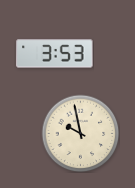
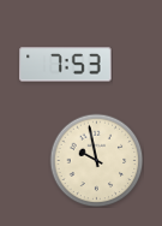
clock at (55, 54): 3:53 -> 7:53
